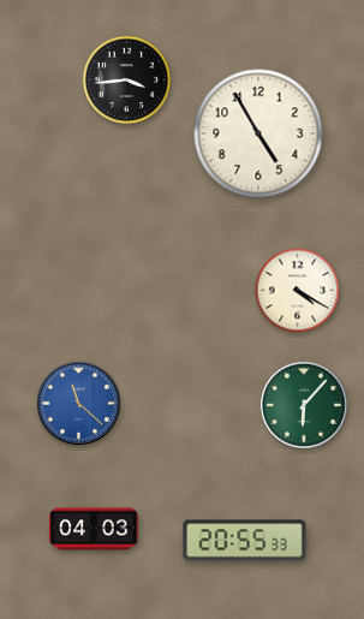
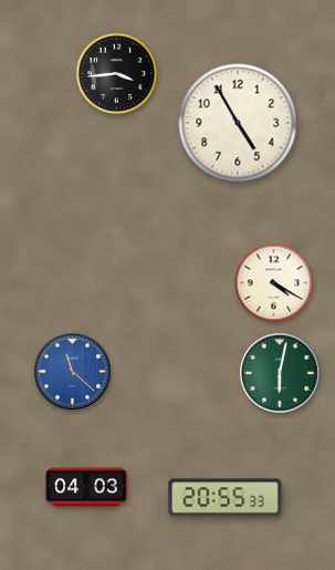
clock at (298, 291) position: (298, 291) -> (274, 283)
clock at (304, 405): 6:07 -> 6:02
